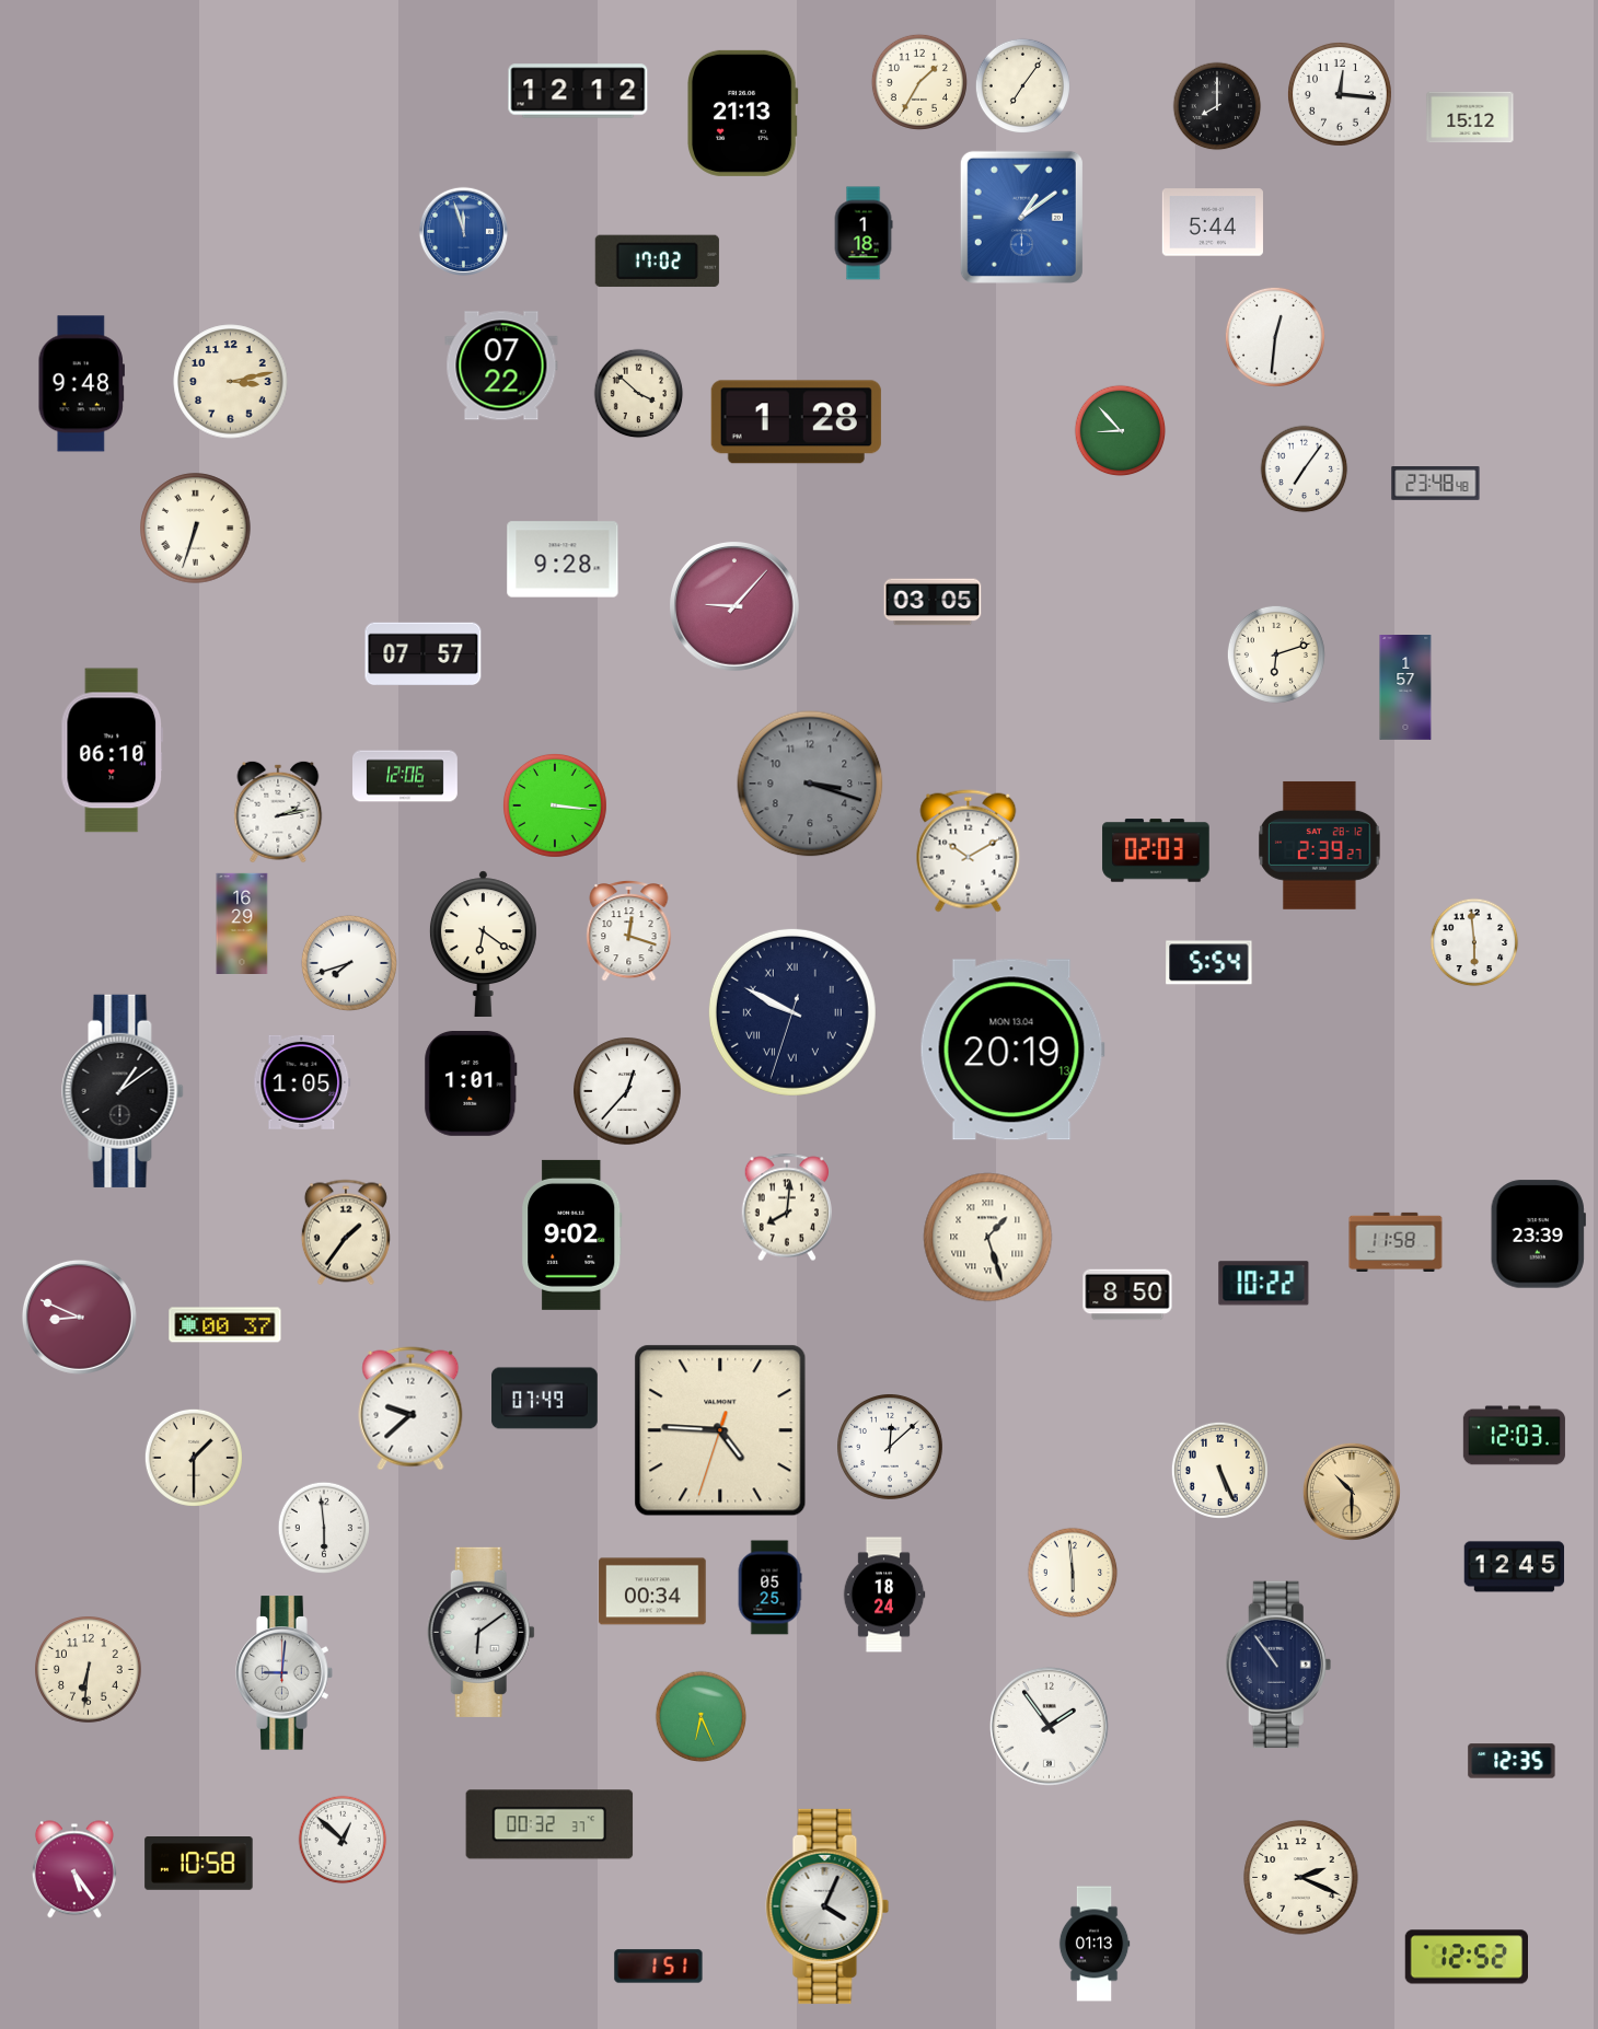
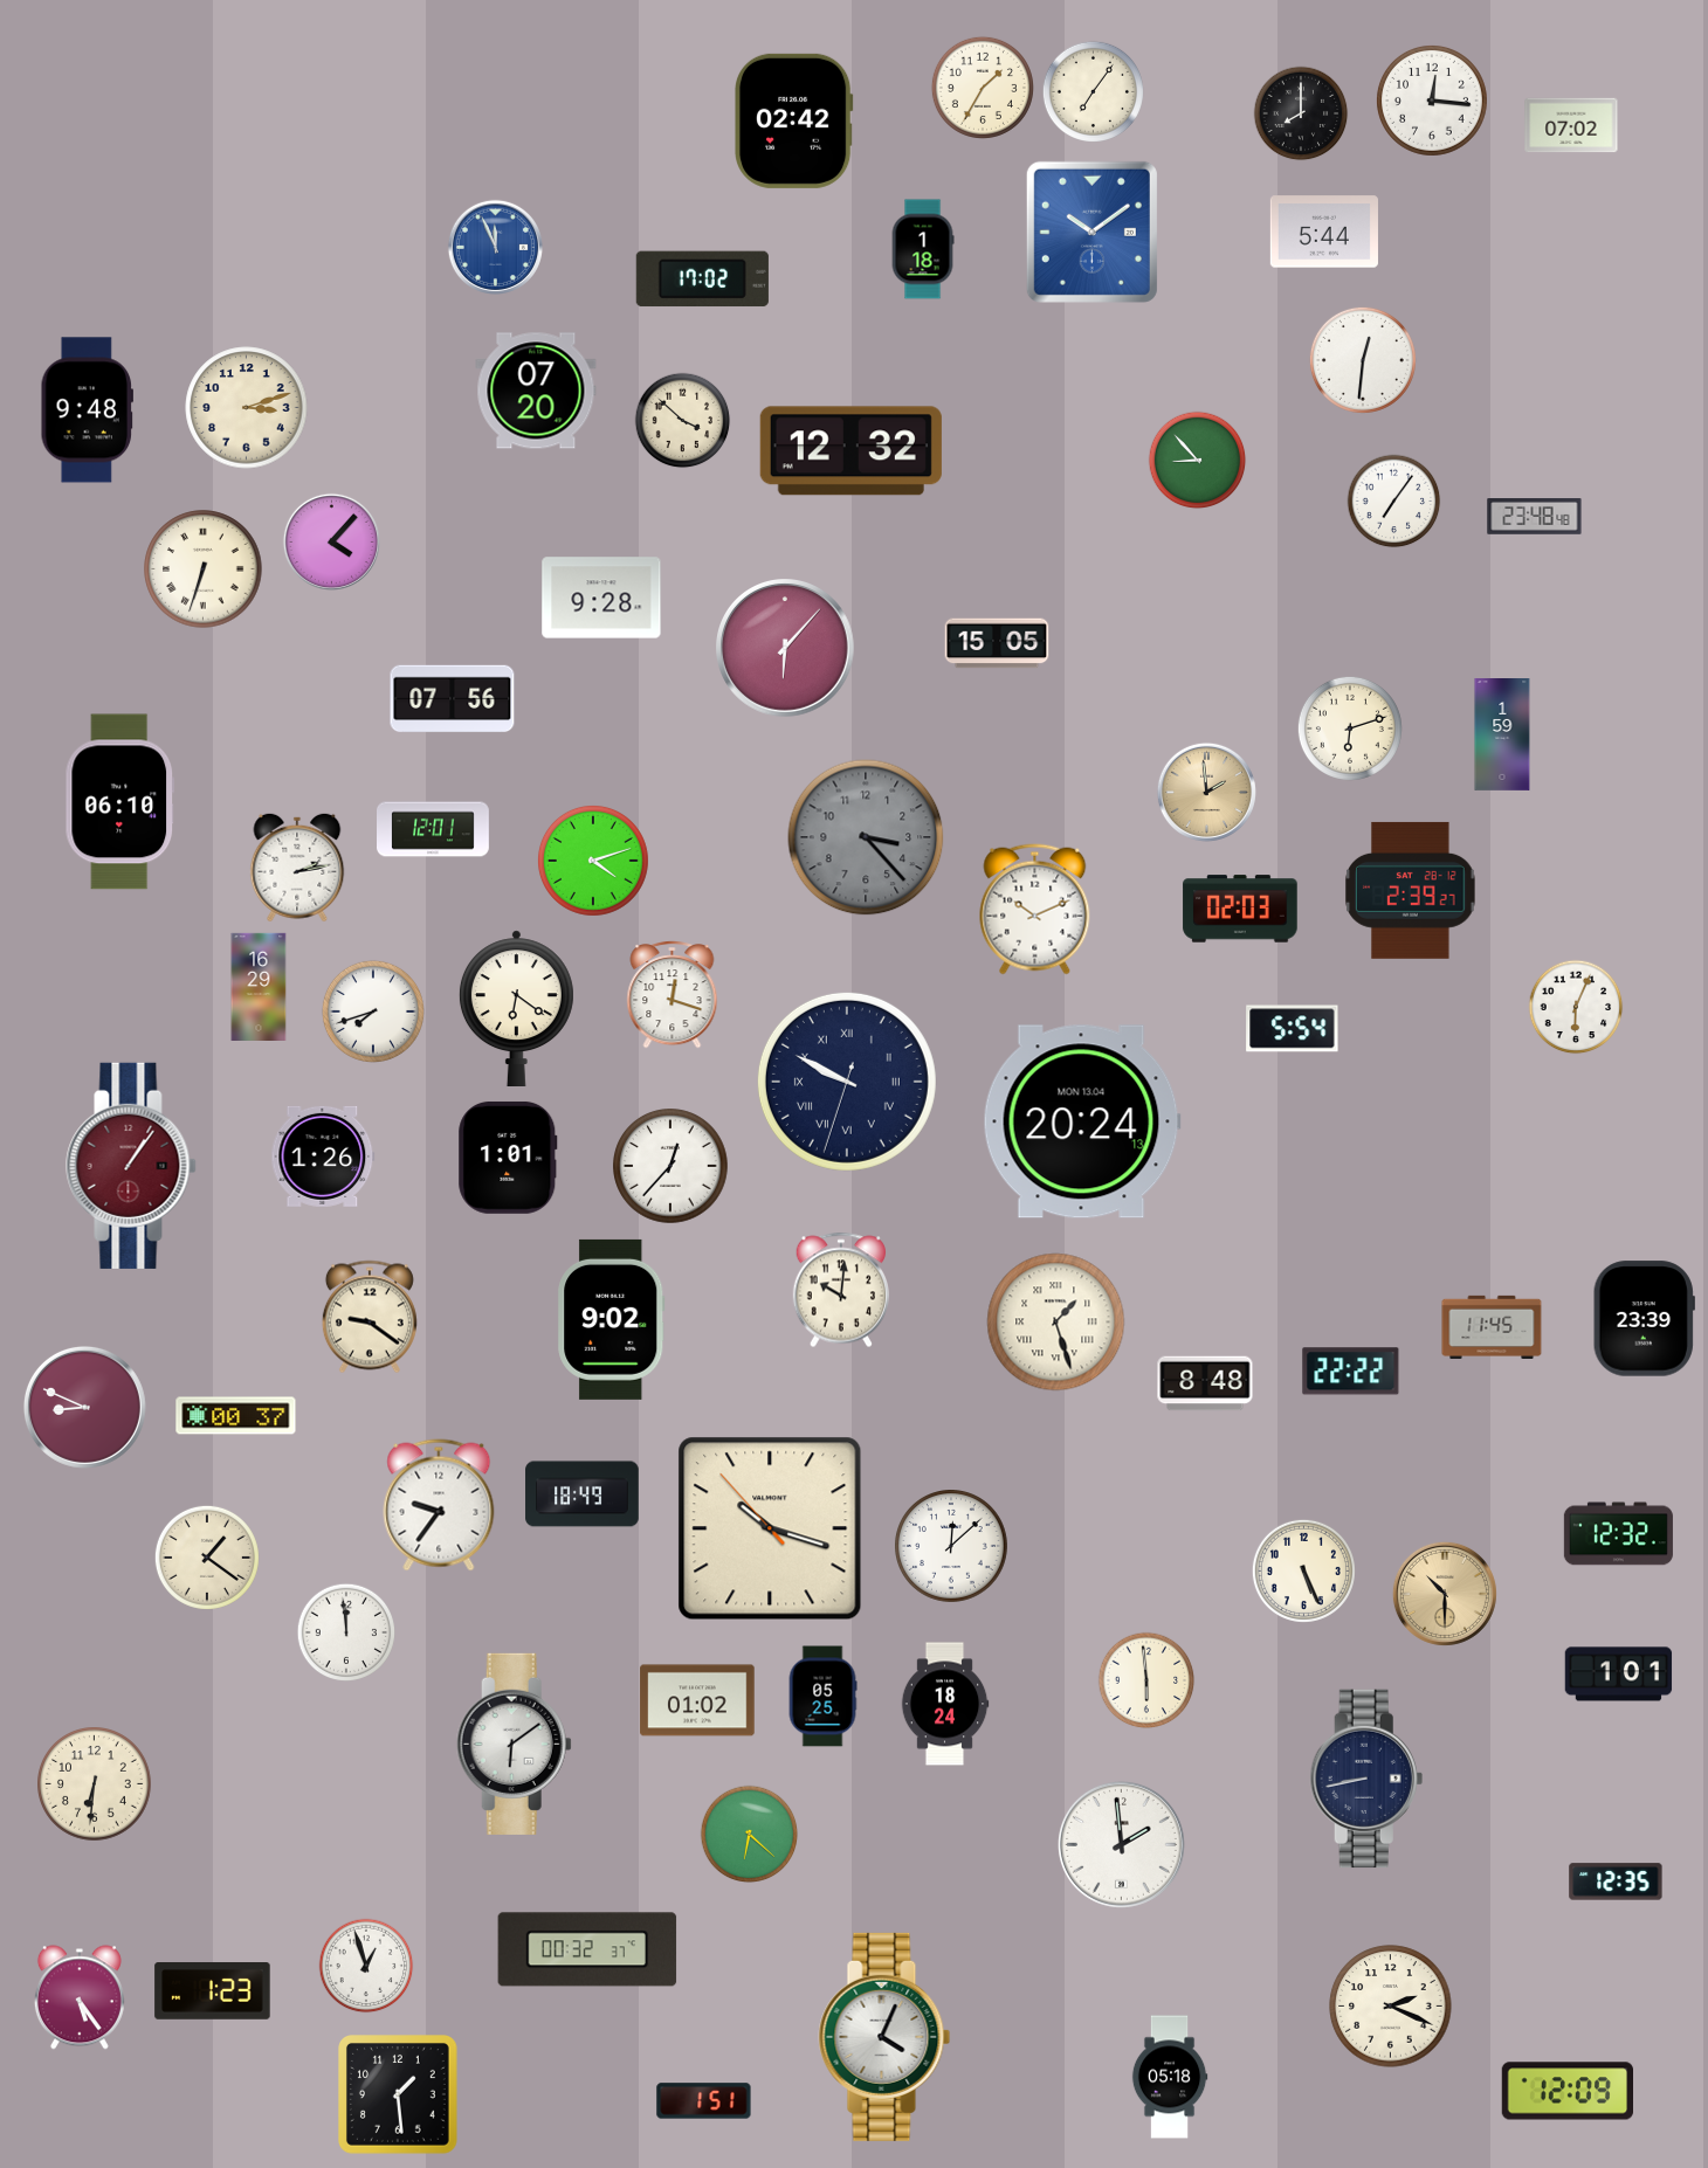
clock at (578, 91): 12:12 -> none
clock at (743, 113): 21:13 -> 02:42
clock at (1470, 117): 15:12 -> 07:02
clock at (1021, 217): 1:09 -> 10:09
clock at (1213, 222) position: (1213, 222) -> (1324, 232)
clock at (463, 231): 11:57 -> 11:56
clock at (501, 366): 07:22 -> 07:20
clock at (231, 382): 3:13 -> 3:12
clock at (796, 422): 1:28 -> 12:32
clock at (331, 541): none -> 4:07
clock at (196, 529) position: (196, 529) -> (204, 569)
clock at (933, 602): 03:05 -> 15:05
clock at (736, 607): 9:07 -> 6:07
clock at (424, 654): 07:57 -> 07:56
clock at (1276, 654) position: (1276, 654) -> (1350, 729)
clock at (1405, 688): 1:57 -> 1:59
clock at (1206, 792): none -> 1:59
clock at (406, 776): 12:06 -> 12:01
clock at (810, 784): 3:18 -> 3:23
clock at (555, 805): 3:16 -> 4:12
clock at (1320, 845) position: (1320, 845) -> (1411, 890)
clock at (1156, 850) position: (1156, 850) -> (1240, 909)
clock at (969, 851): 10:10 -> 10:11
clock at (1474, 942): 5:59 -> 6:04
clock at (349, 963) position: (349, 963) -> (373, 1011)
clock at (1012, 1050): 20:19 -> 20:24
clock at (302, 1082): 1:05 -> 1:26
clock at (471, 1083) position: (471, 1083) -> (508, 1158)
clock at (123, 1091): 1:09 -> 1:06
clock at (123, 1091) dial: black -> burgundy
clock at (786, 1207): 8:01 -> 10:01
clock at (346, 1232): 1:36 -> 9:21
clock at (1396, 1242): 11:58 -> 11:45
clock at (1264, 1284): 10:22 -> 22:22
clock at (1127, 1295): 8:50 -> 8:48
clock at (225, 1325) position: (225, 1325) -> (236, 1416)
clock at (545, 1399): 07:49 -> 18:49
clock at (410, 1408): 9:38 -> 9:36
clock at (720, 1430): 4:45 -> 10:17
clock at (1514, 1436): 12:03 -> 12:32
clock at (194, 1458): 1:30 -> 1:21
clock at (324, 1528): 5:59 -> 11:59
clock at (1515, 1567): 12:45 -> 1:01
clock at (652, 1591): 00:34 -> 01:02
clock at (1278, 1665): 10:54 -> 8:43
clock at (285, 1673): 9:01 -> none
clock at (702, 1717): 6:26 -> 6:22
clock at (1049, 1726): 1:54 -> 1:59
clock at (343, 1840): 12:52 -> 12:57
clock at (199, 1864): 10:58 -> 1:23
clock at (1095, 1944): 01:13 -> 05:18
clock at (1466, 1957): 12:52 -> 12:09
clock at (399, 2095): none -> 1:29
